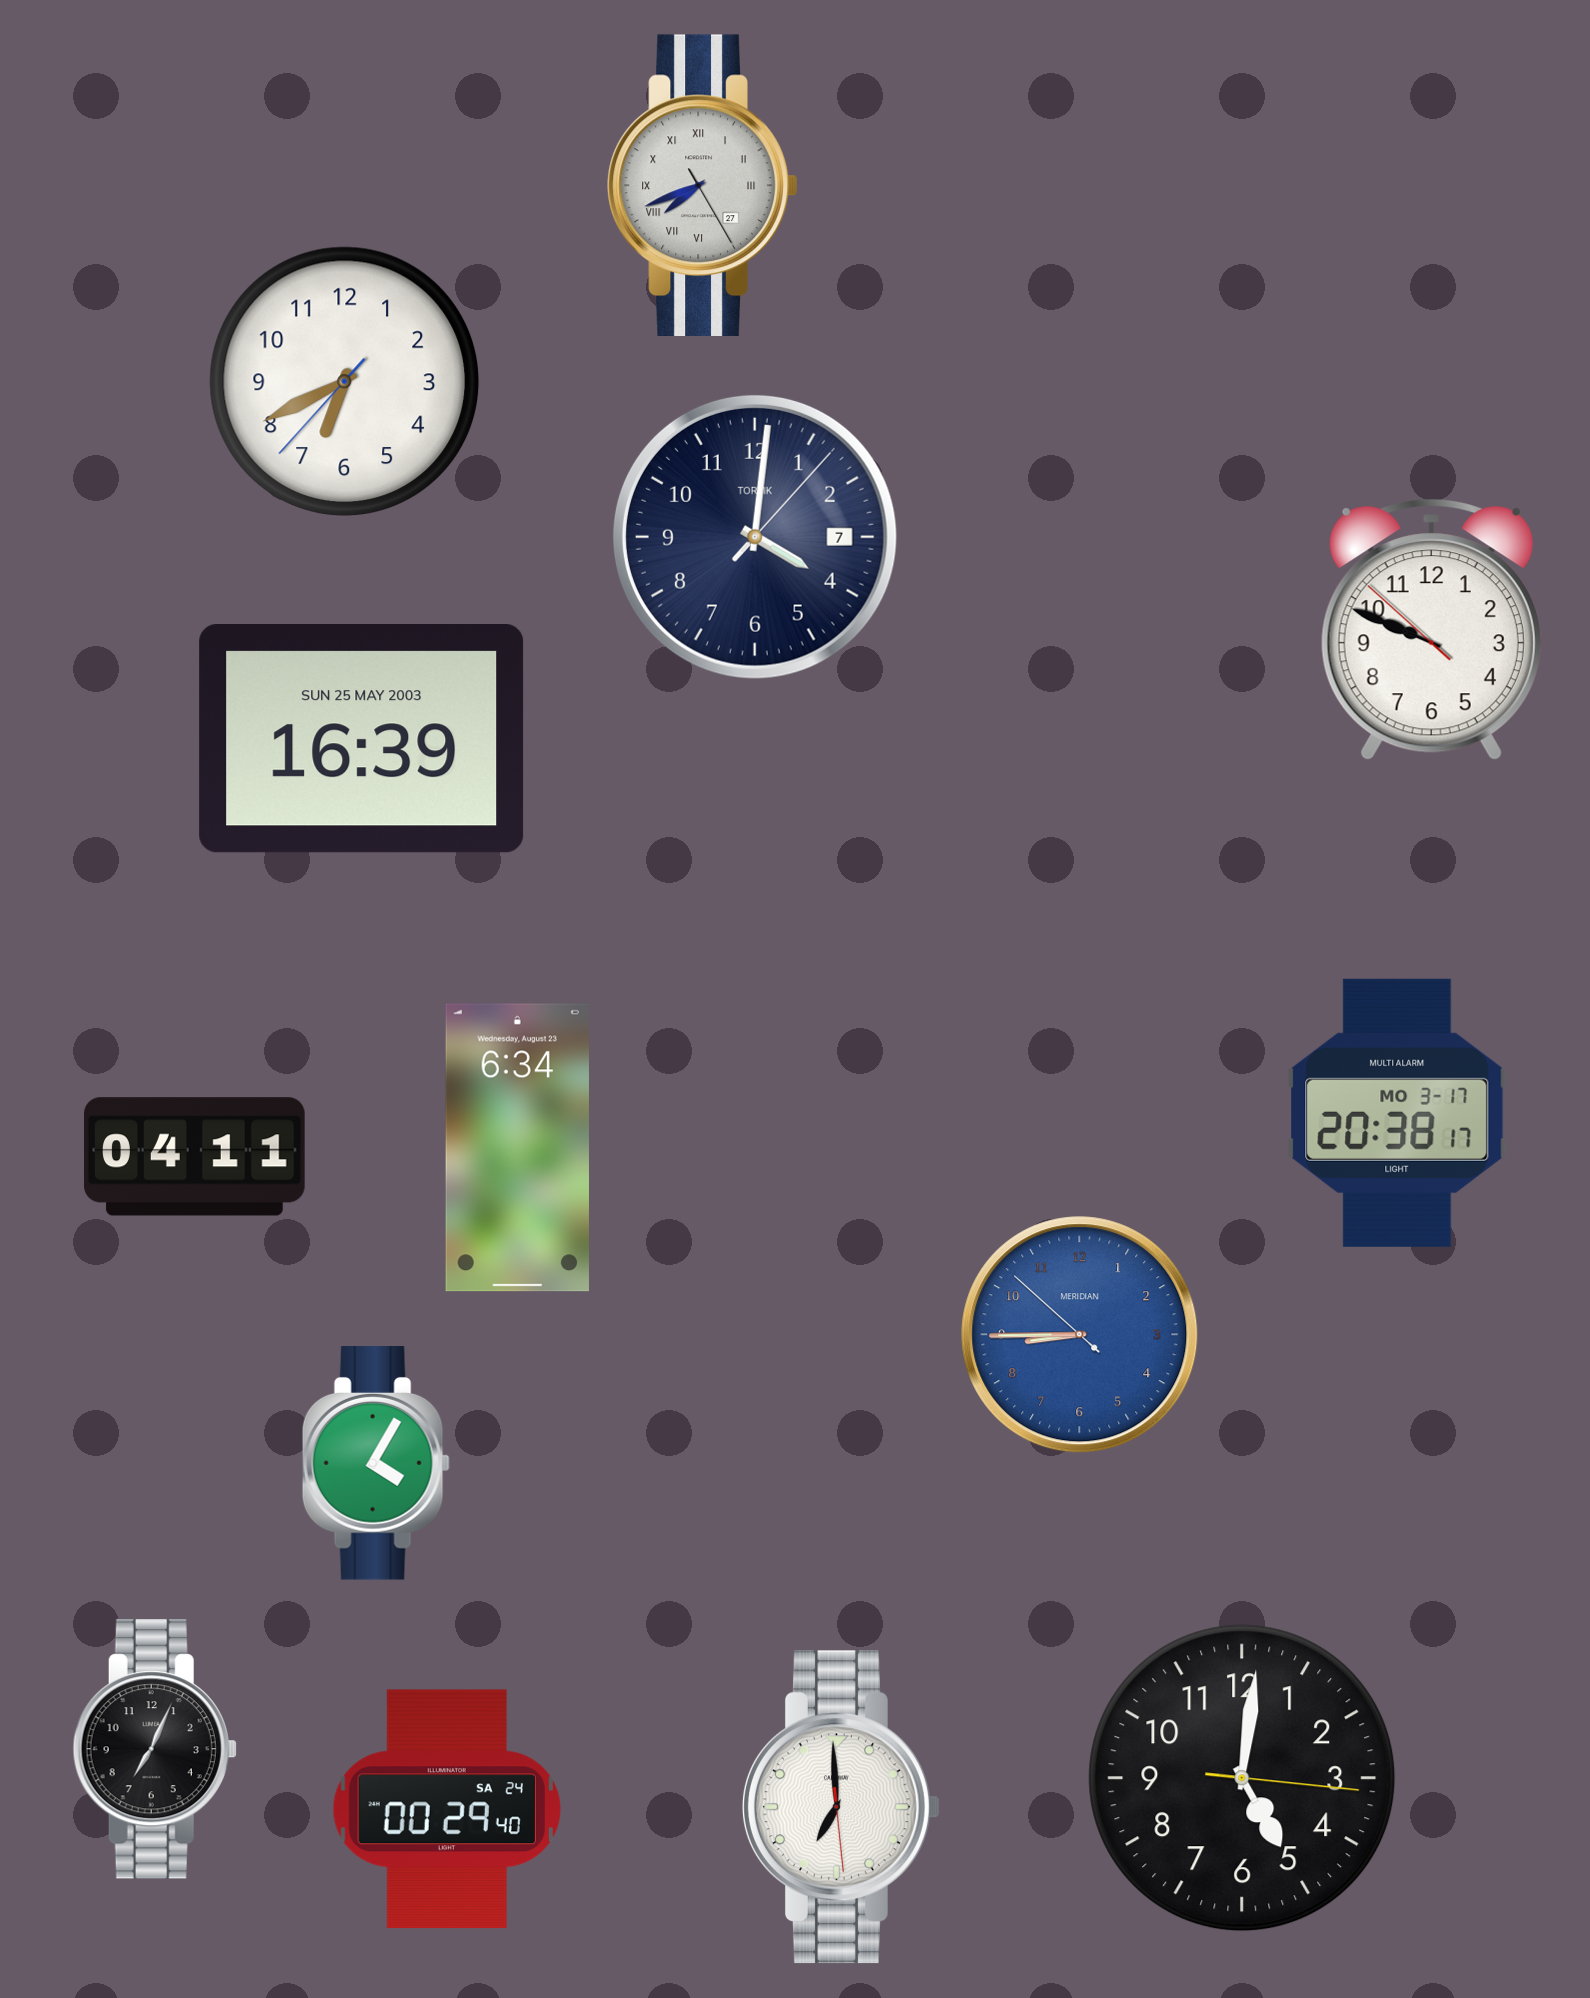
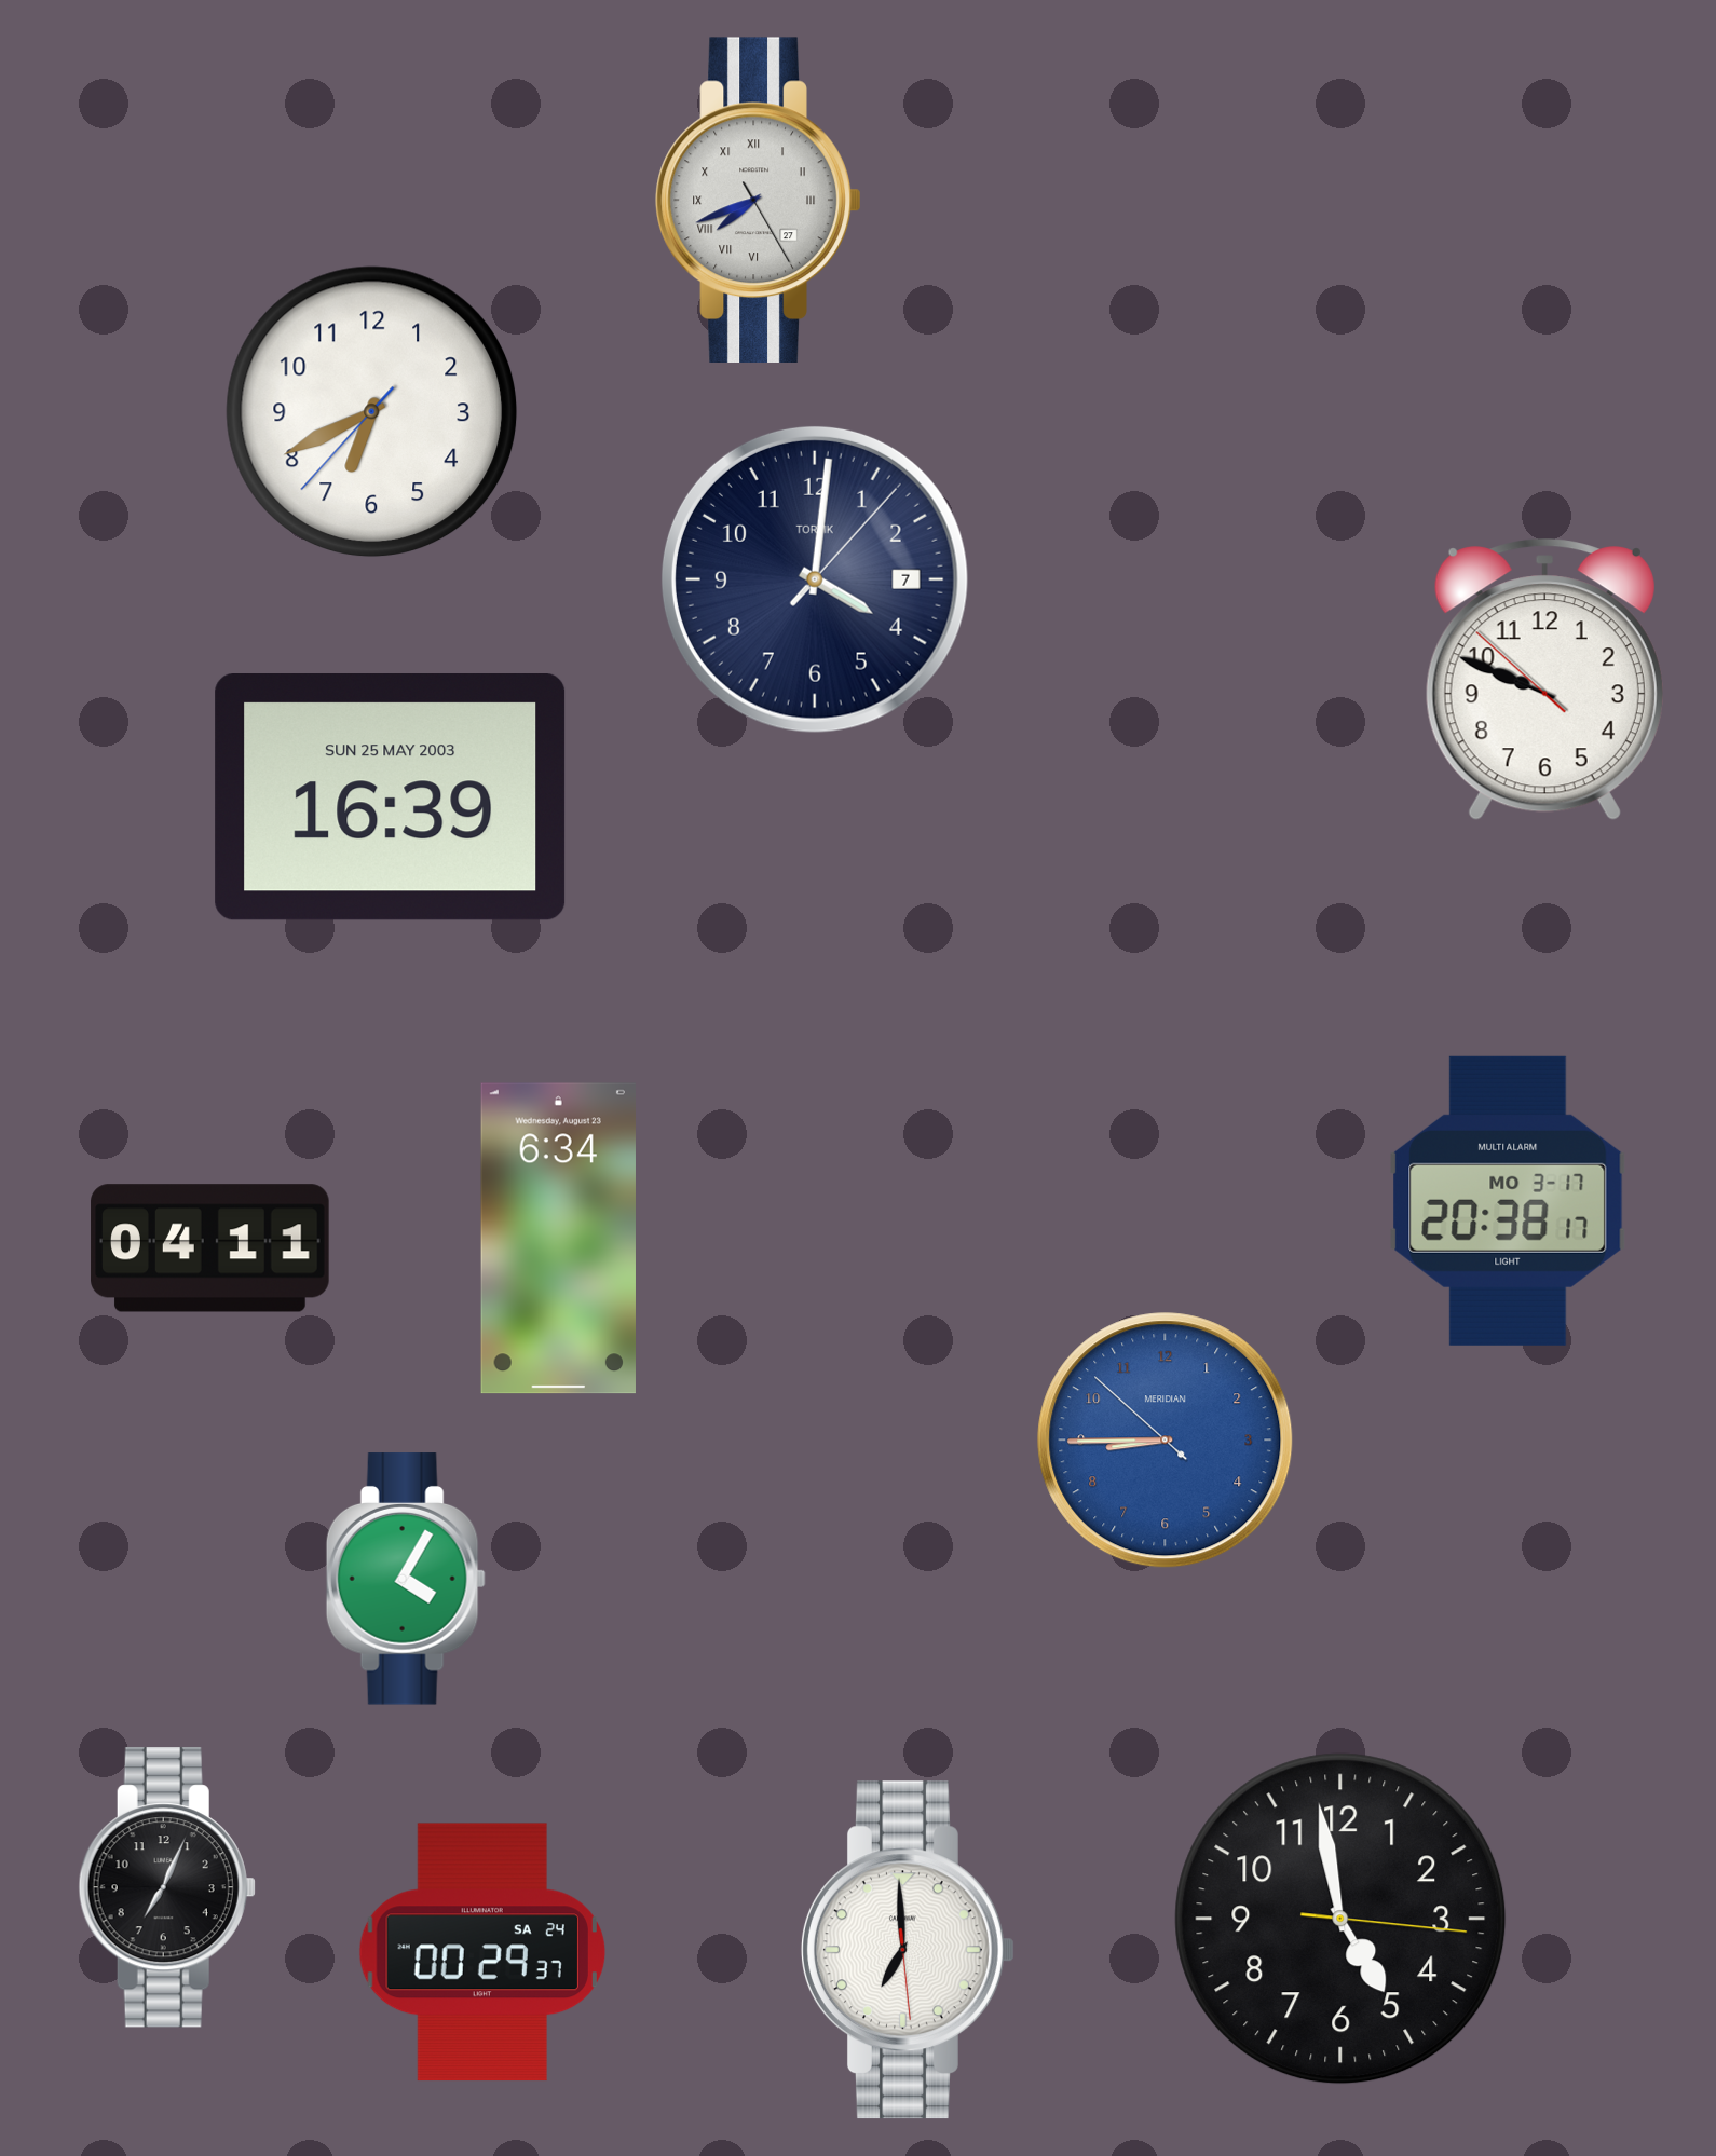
clock at (1242, 1778): 5:01 -> 4:58
clock at (447, 1809): 00:29:40 -> 00:29:37
